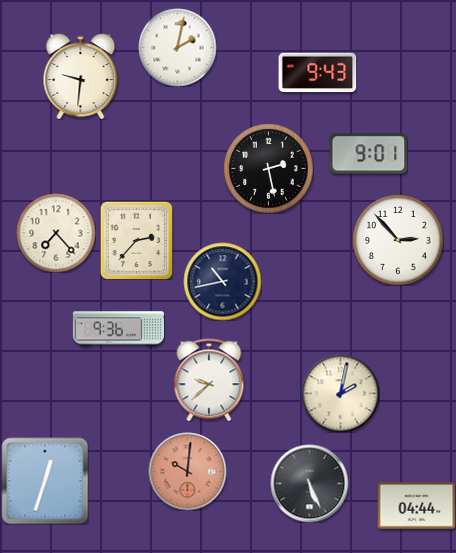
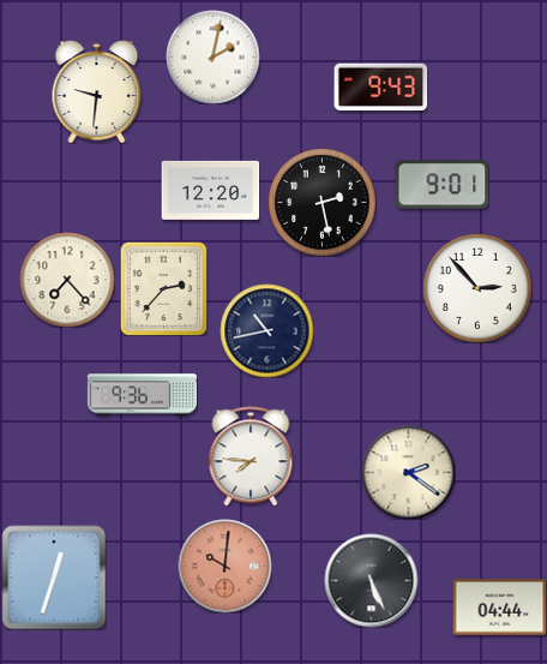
clock at (210, 190): none -> 12:20
clock at (222, 281) position: (222, 281) -> (266, 330)
clock at (209, 380): 9:38 -> 7:46
clock at (340, 393): 2:02 -> 2:21
